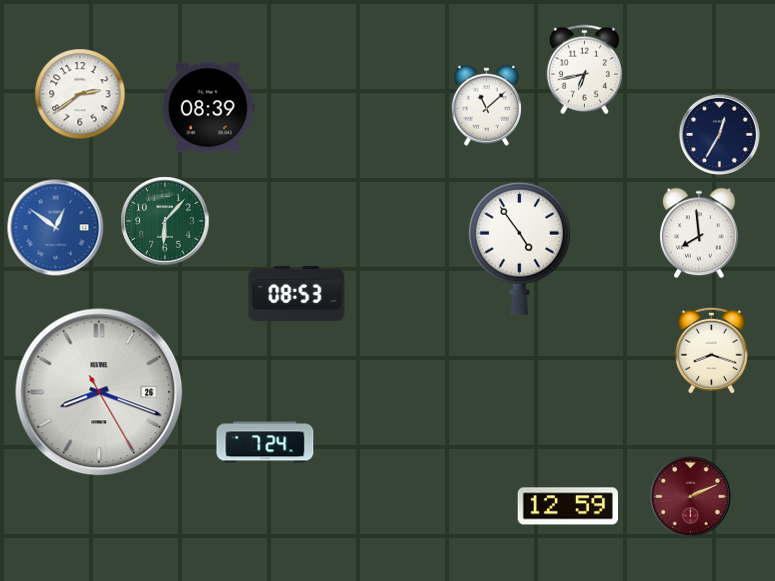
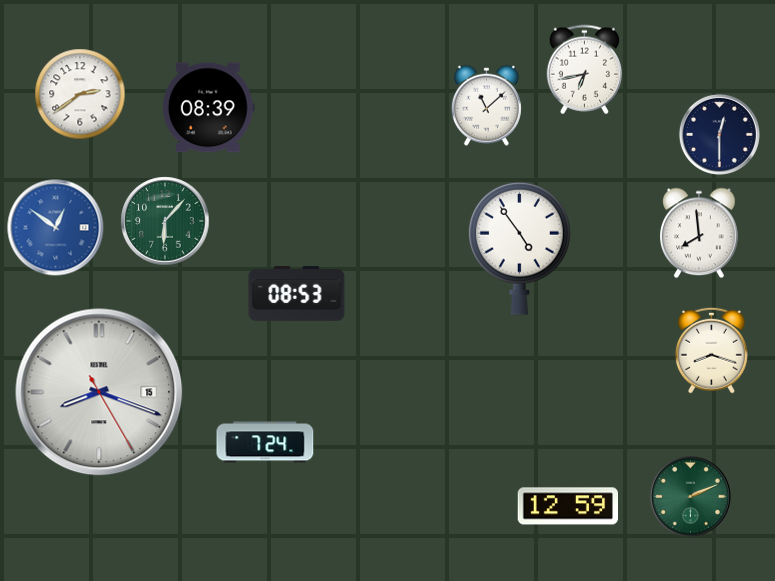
clock at (719, 134): 12:35 -> 12:30
clock at (99, 392) date: 26 -> 15
clock at (690, 496) dial: burgundy -> green
